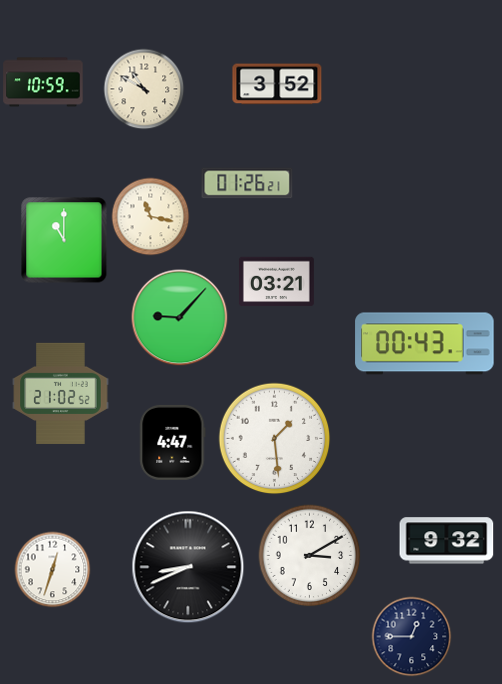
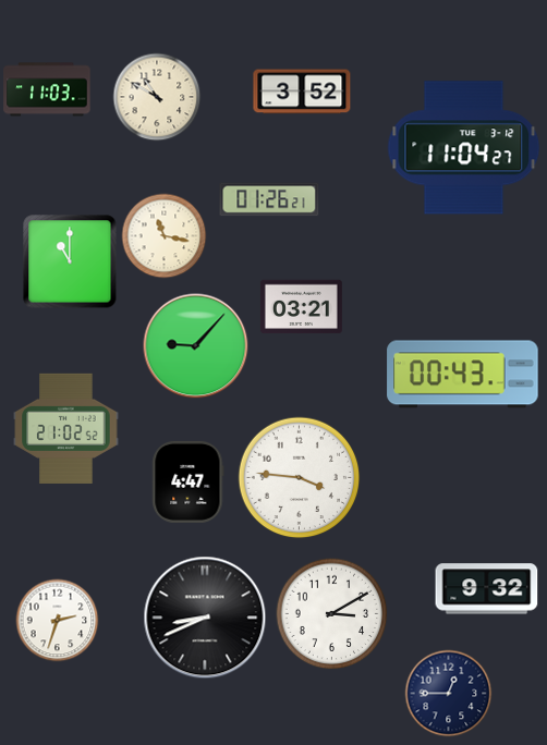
clock at (43, 82): 10:59 -> 11:03
clock at (464, 148): none -> 11:04
clock at (275, 439): 1:29 -> 3:46
clock at (310, 556) position: (310, 556) -> (332, 614)
clock at (53, 570): 12:33 -> 2:33
